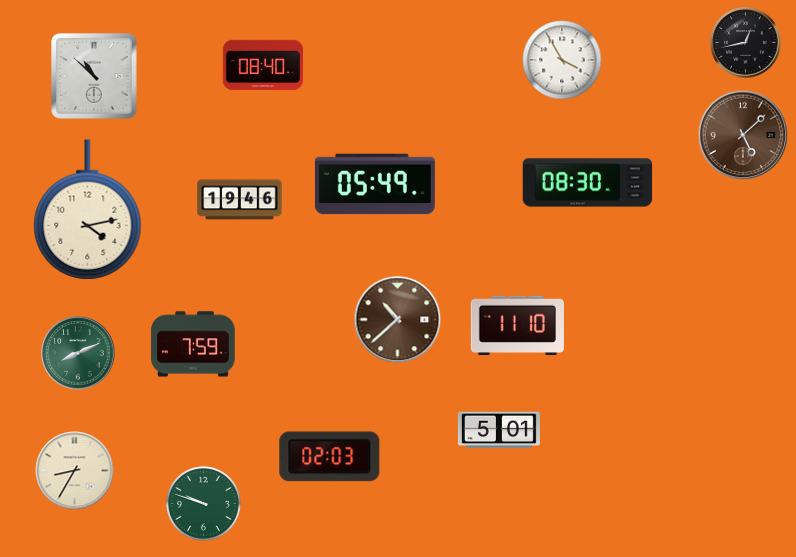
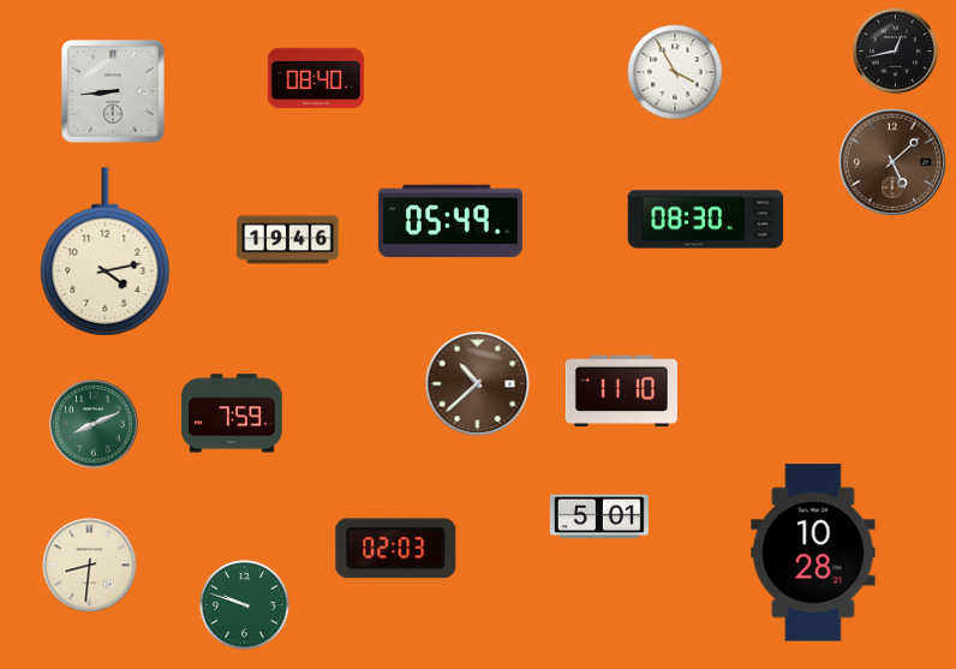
clock at (94, 76): 10:52 -> 8:44
clock at (813, 552): none -> 10:28
clock at (75, 471): 8:35 -> 8:31
